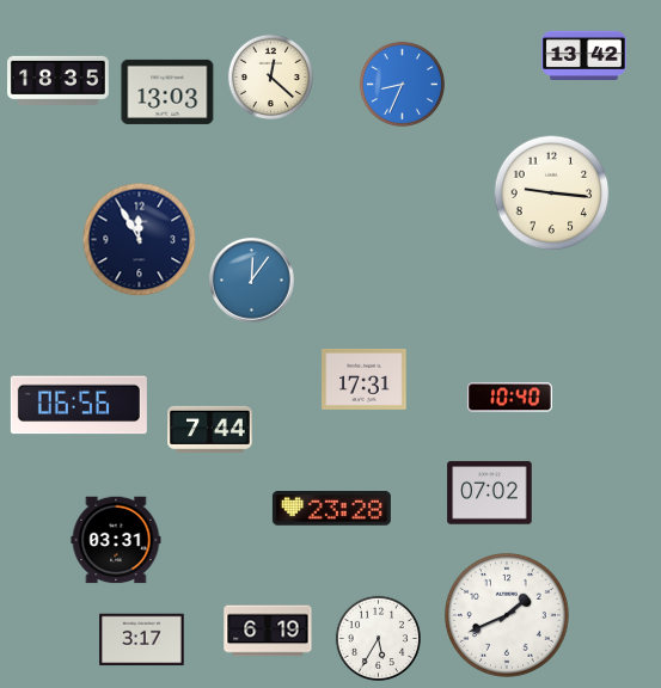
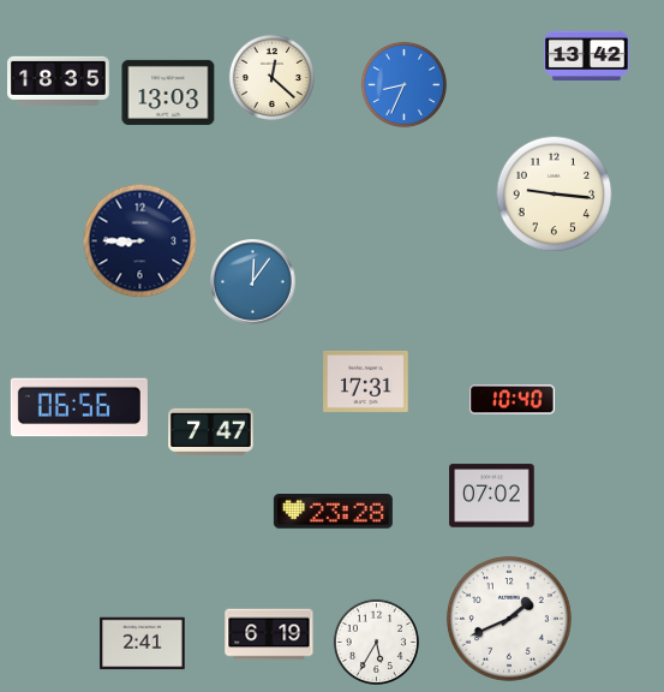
clock at (140, 240): 11:55 -> 8:45
clock at (210, 429): 7:44 -> 7:47
clock at (116, 540): 03:31 -> none
clock at (378, 638) position: (378, 638) -> (376, 642)
clock at (142, 640): 3:17 -> 2:41
